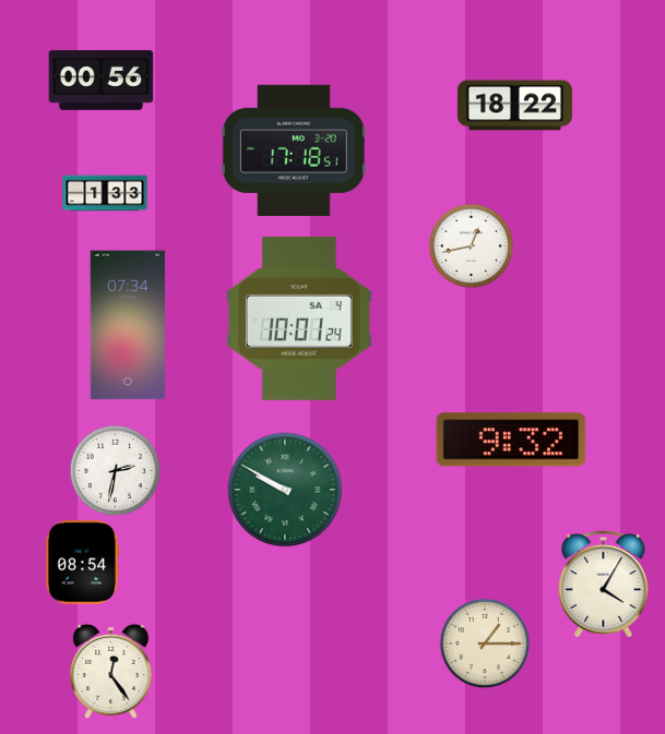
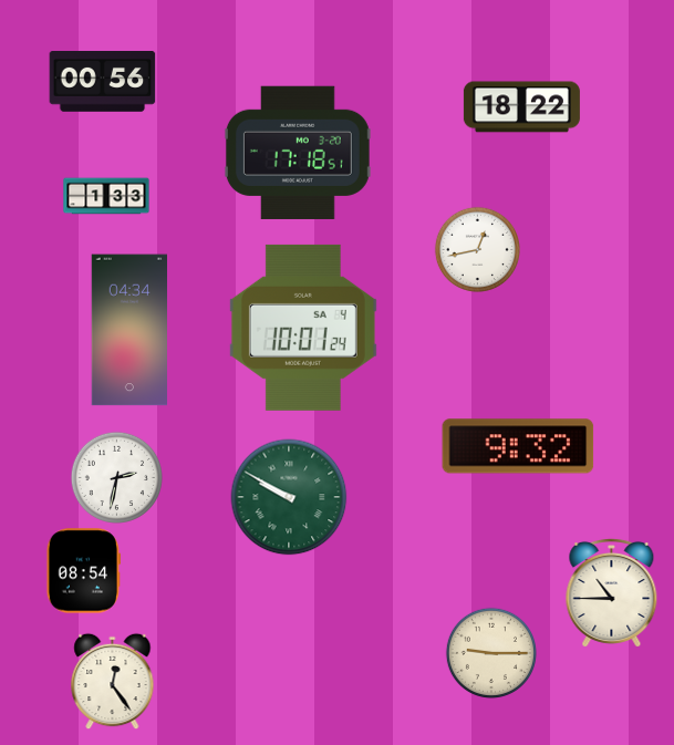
clock at (299, 318) position: (299, 318) -> (303, 328)
clock at (127, 325): 07:34 -> 04:34
clock at (604, 583): 4:05 -> 10:45
clock at (484, 642): 1:15 -> 9:15
